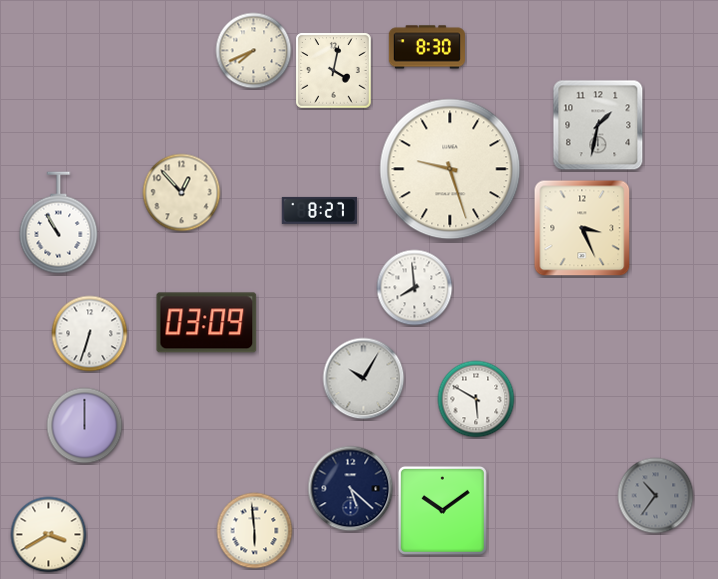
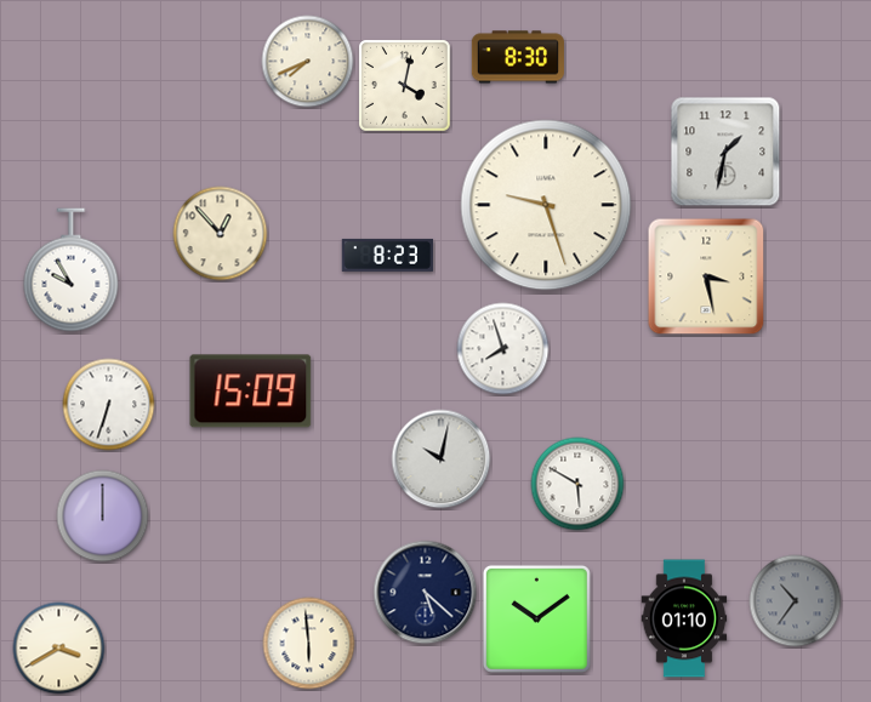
clock at (319, 210): 8:27 -> 8:23
clock at (59, 223): 10:55 -> 9:55
clock at (582, 228): 3:26 -> 3:28
clock at (415, 288): 7:59 -> 7:57
clock at (207, 323): 03:09 -> 15:09
clock at (364, 379): 10:05 -> 10:02
clock at (684, 618): none -> 01:10
